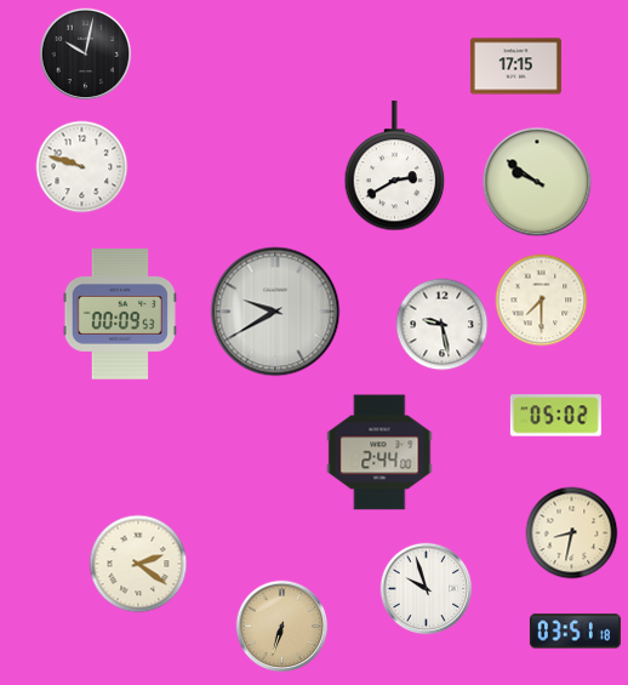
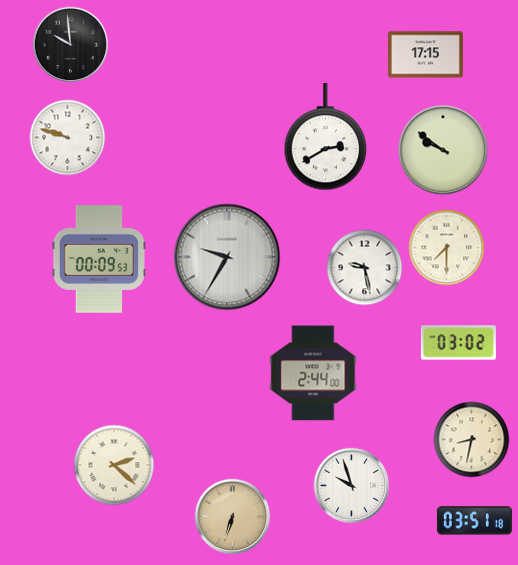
clock at (86, 55): 10:02 -> 9:59
clock at (275, 312): 9:40 -> 9:35
clock at (555, 416): 05:02 -> 03:02
clock at (138, 564): 2:21 -> 2:22
